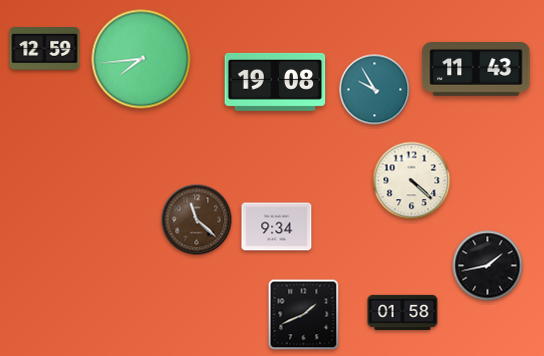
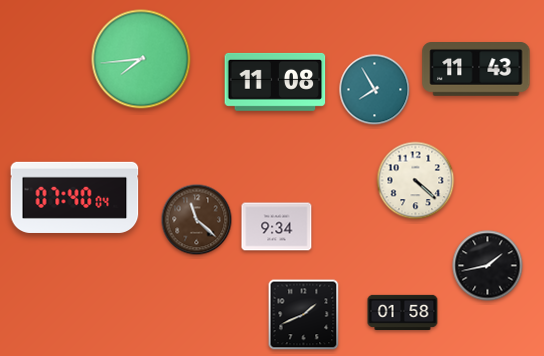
clock at (45, 49): 12:59 -> none
clock at (275, 82): 19:08 -> 11:08
clock at (375, 90): 9:55 -> 7:55
clock at (412, 181) position: (412, 181) -> (416, 181)
clock at (75, 197): none -> 07:40
